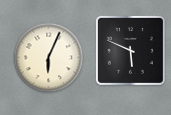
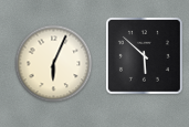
clock at (130, 50): 5:49 -> 5:52
